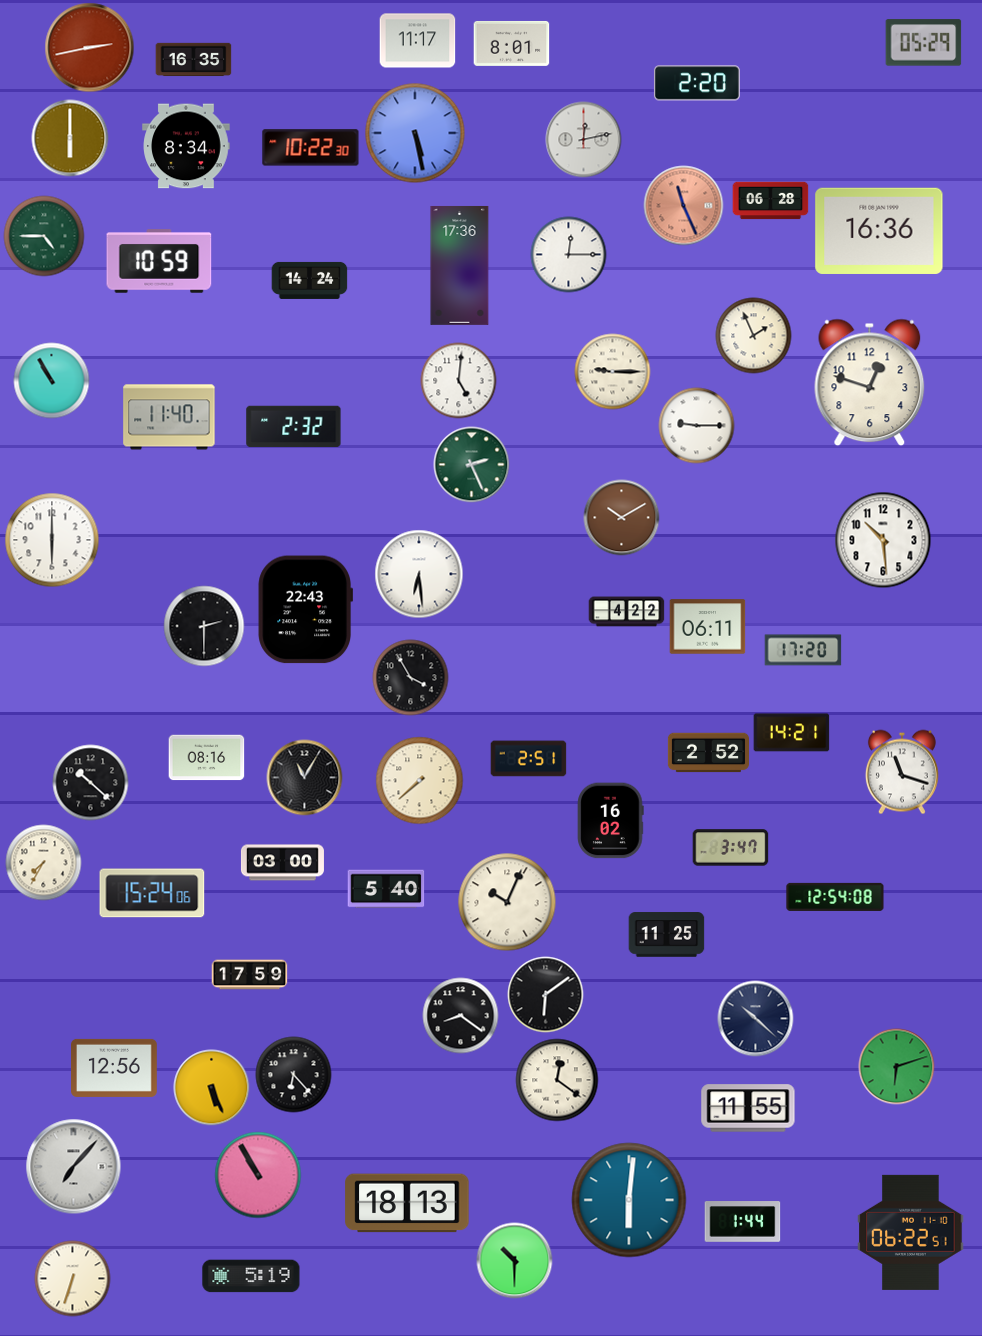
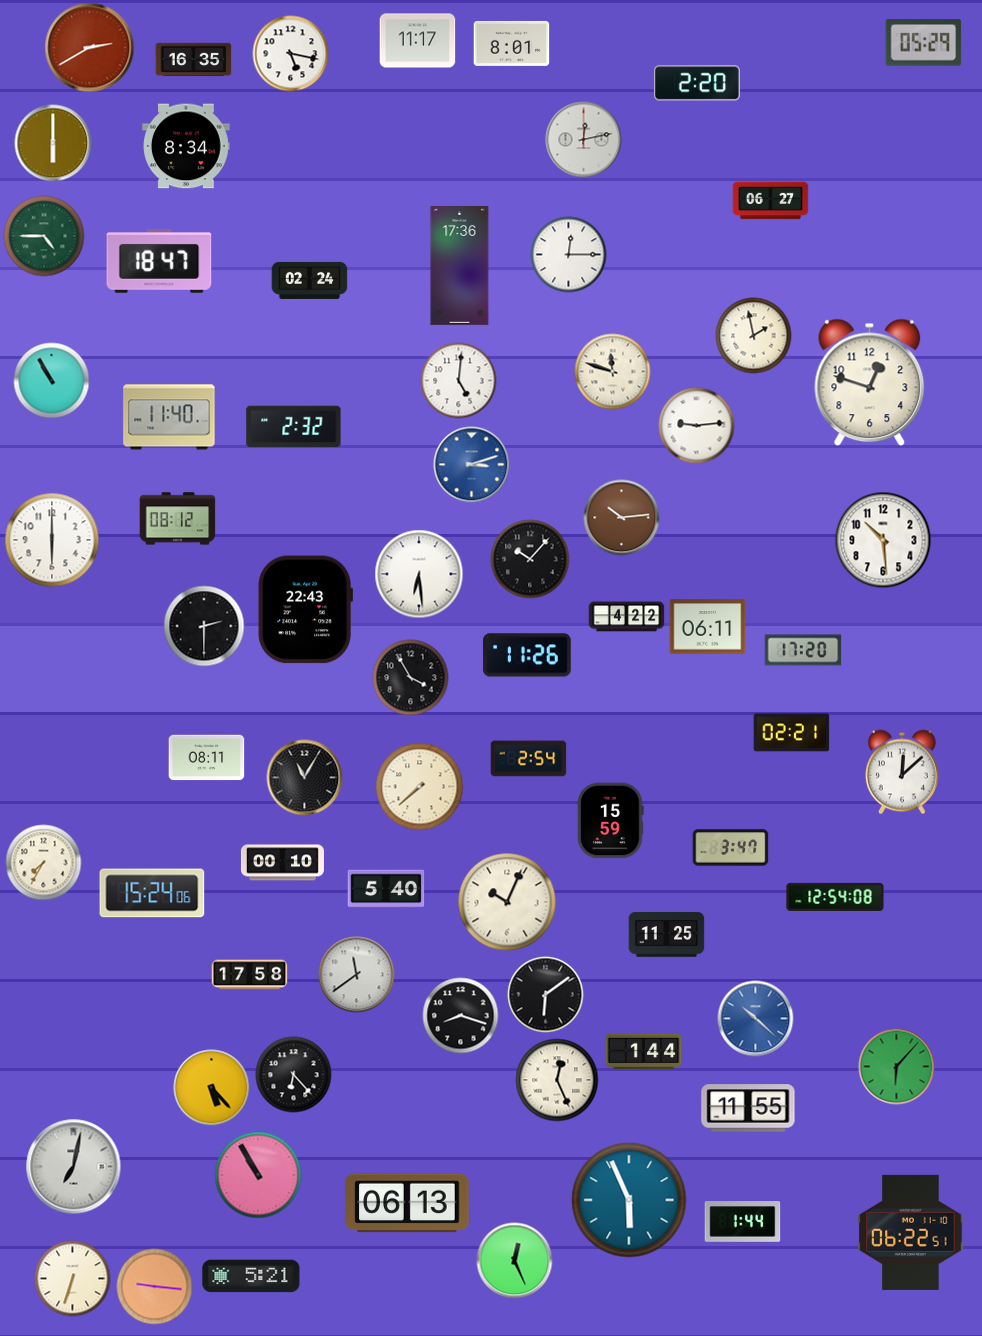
clock at (90, 48): 2:43 -> 2:40
clock at (291, 54): none -> 5:17
clock at (415, 133): 5:28 -> none
clock at (70, 138) position: (70, 138) -> (53, 143)
clock at (311, 148): 10:22 -> none
clock at (771, 201): 06:28 -> 06:27
clock at (684, 206): 11:26 -> none
clock at (879, 230): 16:36 -> none
clock at (159, 261): 10:59 -> 18:47
clock at (310, 280): 14:24 -> 02:24
clock at (754, 336): 1:56 -> 1:58
clock at (613, 372): 9:15 -> 11:48
clock at (697, 426): 9:15 -> 9:14
clock at (472, 465): 2:26 -> 3:12
clock at (472, 465) dial: green -> blue
clock at (622, 518): 10:10 -> 10:14
clock at (178, 519): none -> 08:12
clock at (530, 559): none -> 10:07
clock at (627, 612) position: (627, 612) -> (627, 617)
clock at (527, 655): none -> 11:26
clock at (792, 733): 14:21 -> 02:21
clock at (708, 753): 2:52 -> none
clock at (207, 758): 08:16 -> 08:11
clock at (529, 759): 2:51 -> 2:54
clock at (902, 772): 11:18 -> 12:08
clock at (420, 781) position: (420, 781) -> (420, 787)
clock at (91, 783): 10:22 -> none
clock at (611, 821): 16:02 -> 15:59
clock at (282, 863): 03:00 -> 00:10
clock at (250, 975): 17:59 -> 17:58
clock at (357, 975): none -> 11:39
clock at (461, 1016): 8:21 -> 8:18
clock at (756, 1019) dial: navy -> blue
clock at (644, 1052): none -> 1:44
clock at (897, 1067): 6:12 -> 6:07
clock at (115, 1068): 12:56 -> none
clock at (557, 1080): 12:21 -> 12:26
clock at (212, 1088): 5:26 -> 5:23
clock at (74, 1167): 7:07 -> 7:02
clock at (629, 1200): 6:01 -> 5:56
clock at (407, 1203): 18:13 -> 06:13
clock at (515, 1261): 10:30 -> 12:26
clock at (251, 1276): 5:19 -> 5:21
clock at (155, 1287): none -> 9:16
